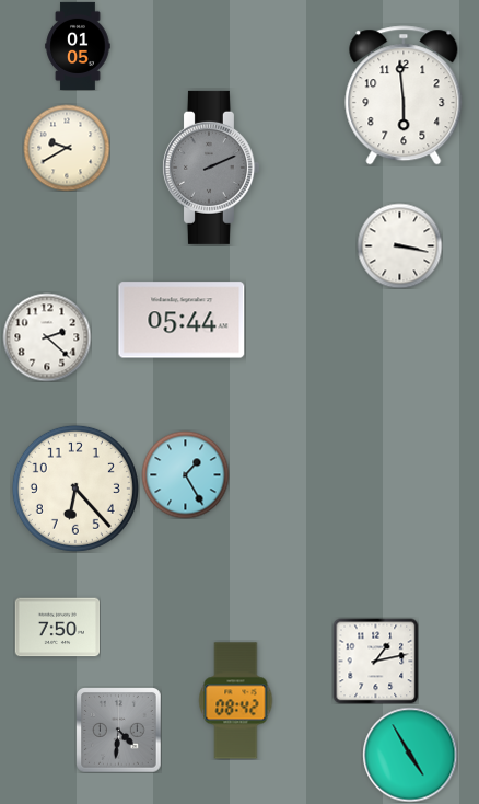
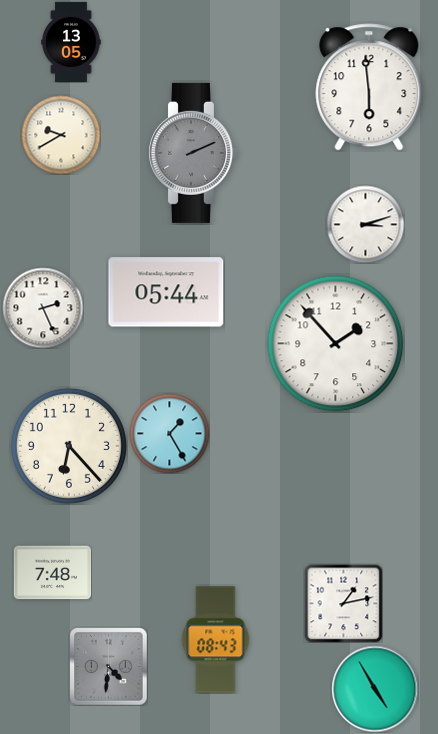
clock at (78, 45): 01:05 -> 13:05
clock at (399, 245): 3:17 -> 3:12
clock at (47, 337): 2:22 -> 2:26
clock at (336, 344): none -> 1:53
clock at (57, 628): 7:50 -> 7:48
clock at (236, 701): 08:42 -> 08:43
